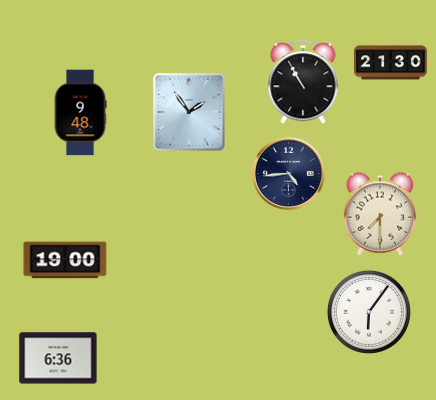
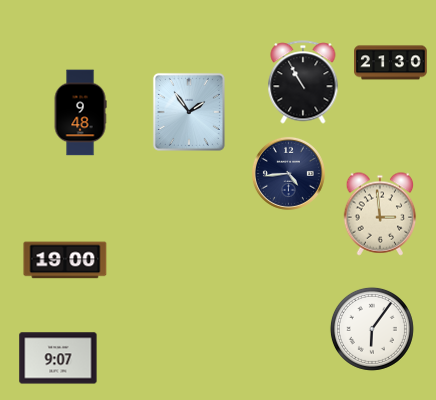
clock at (380, 214): 7:30 -> 2:59
clock at (369, 312) position: (369, 312) -> (372, 329)
clock at (58, 358): 6:36 -> 9:07
